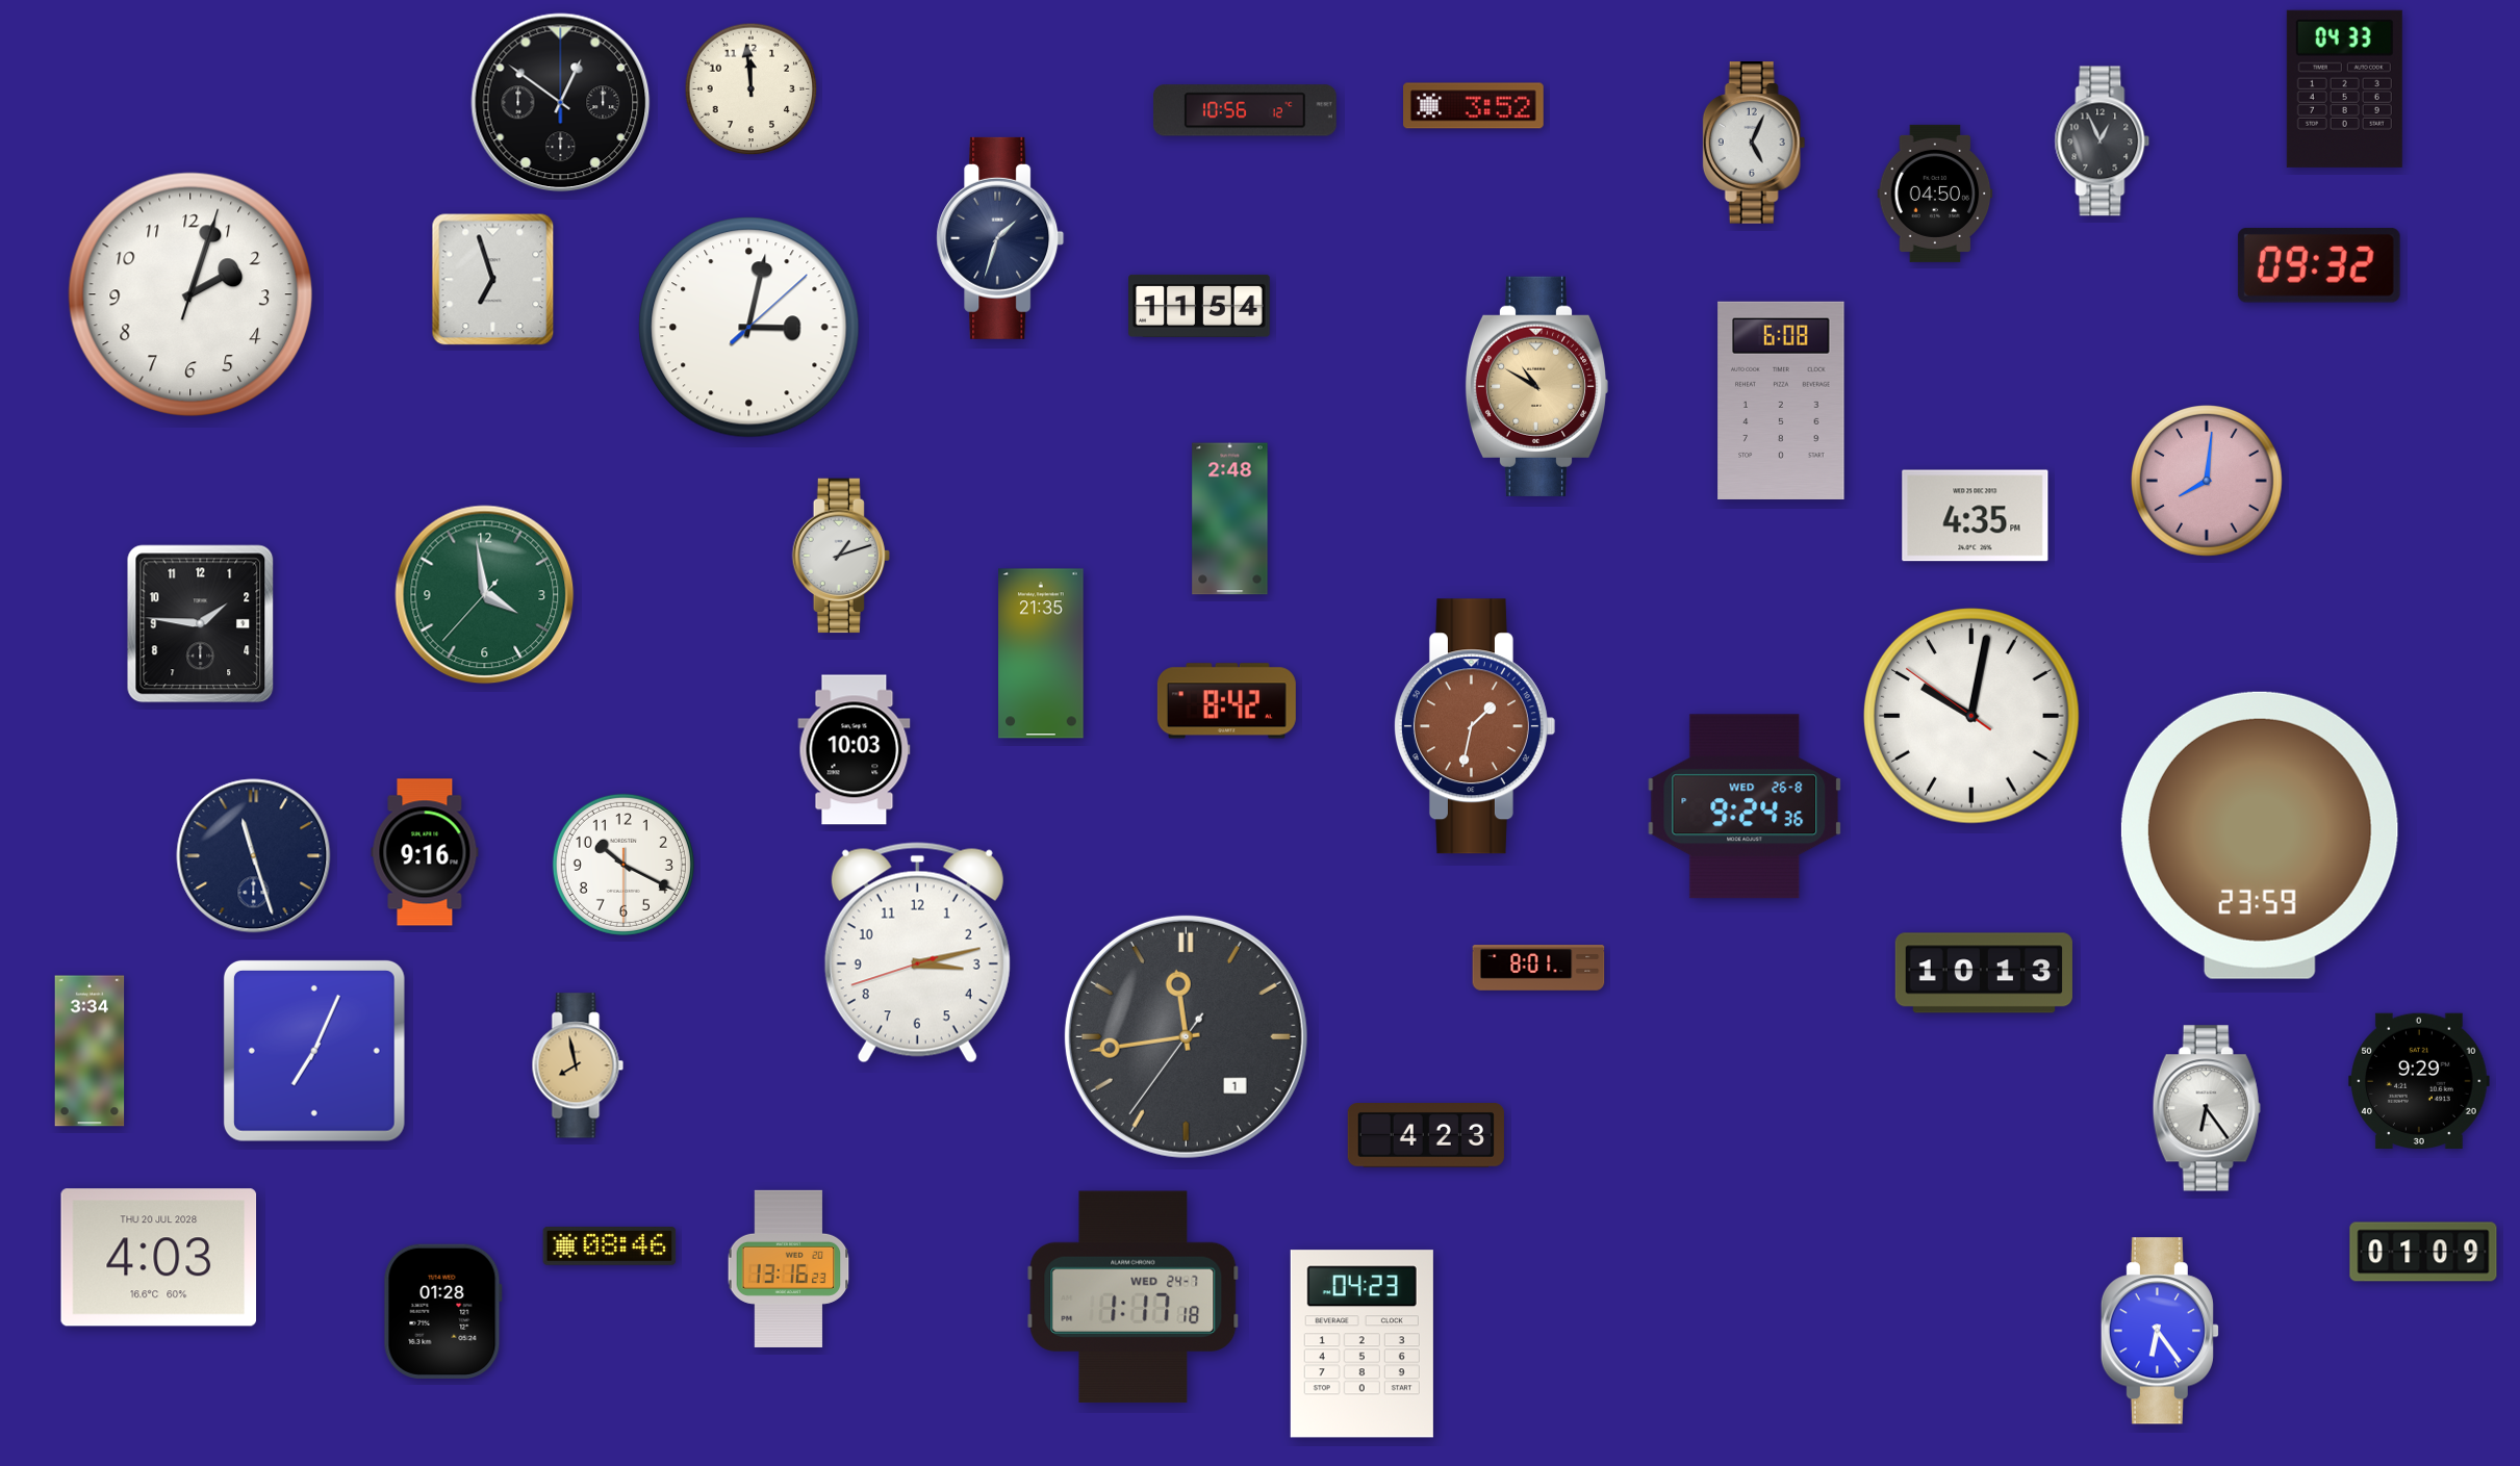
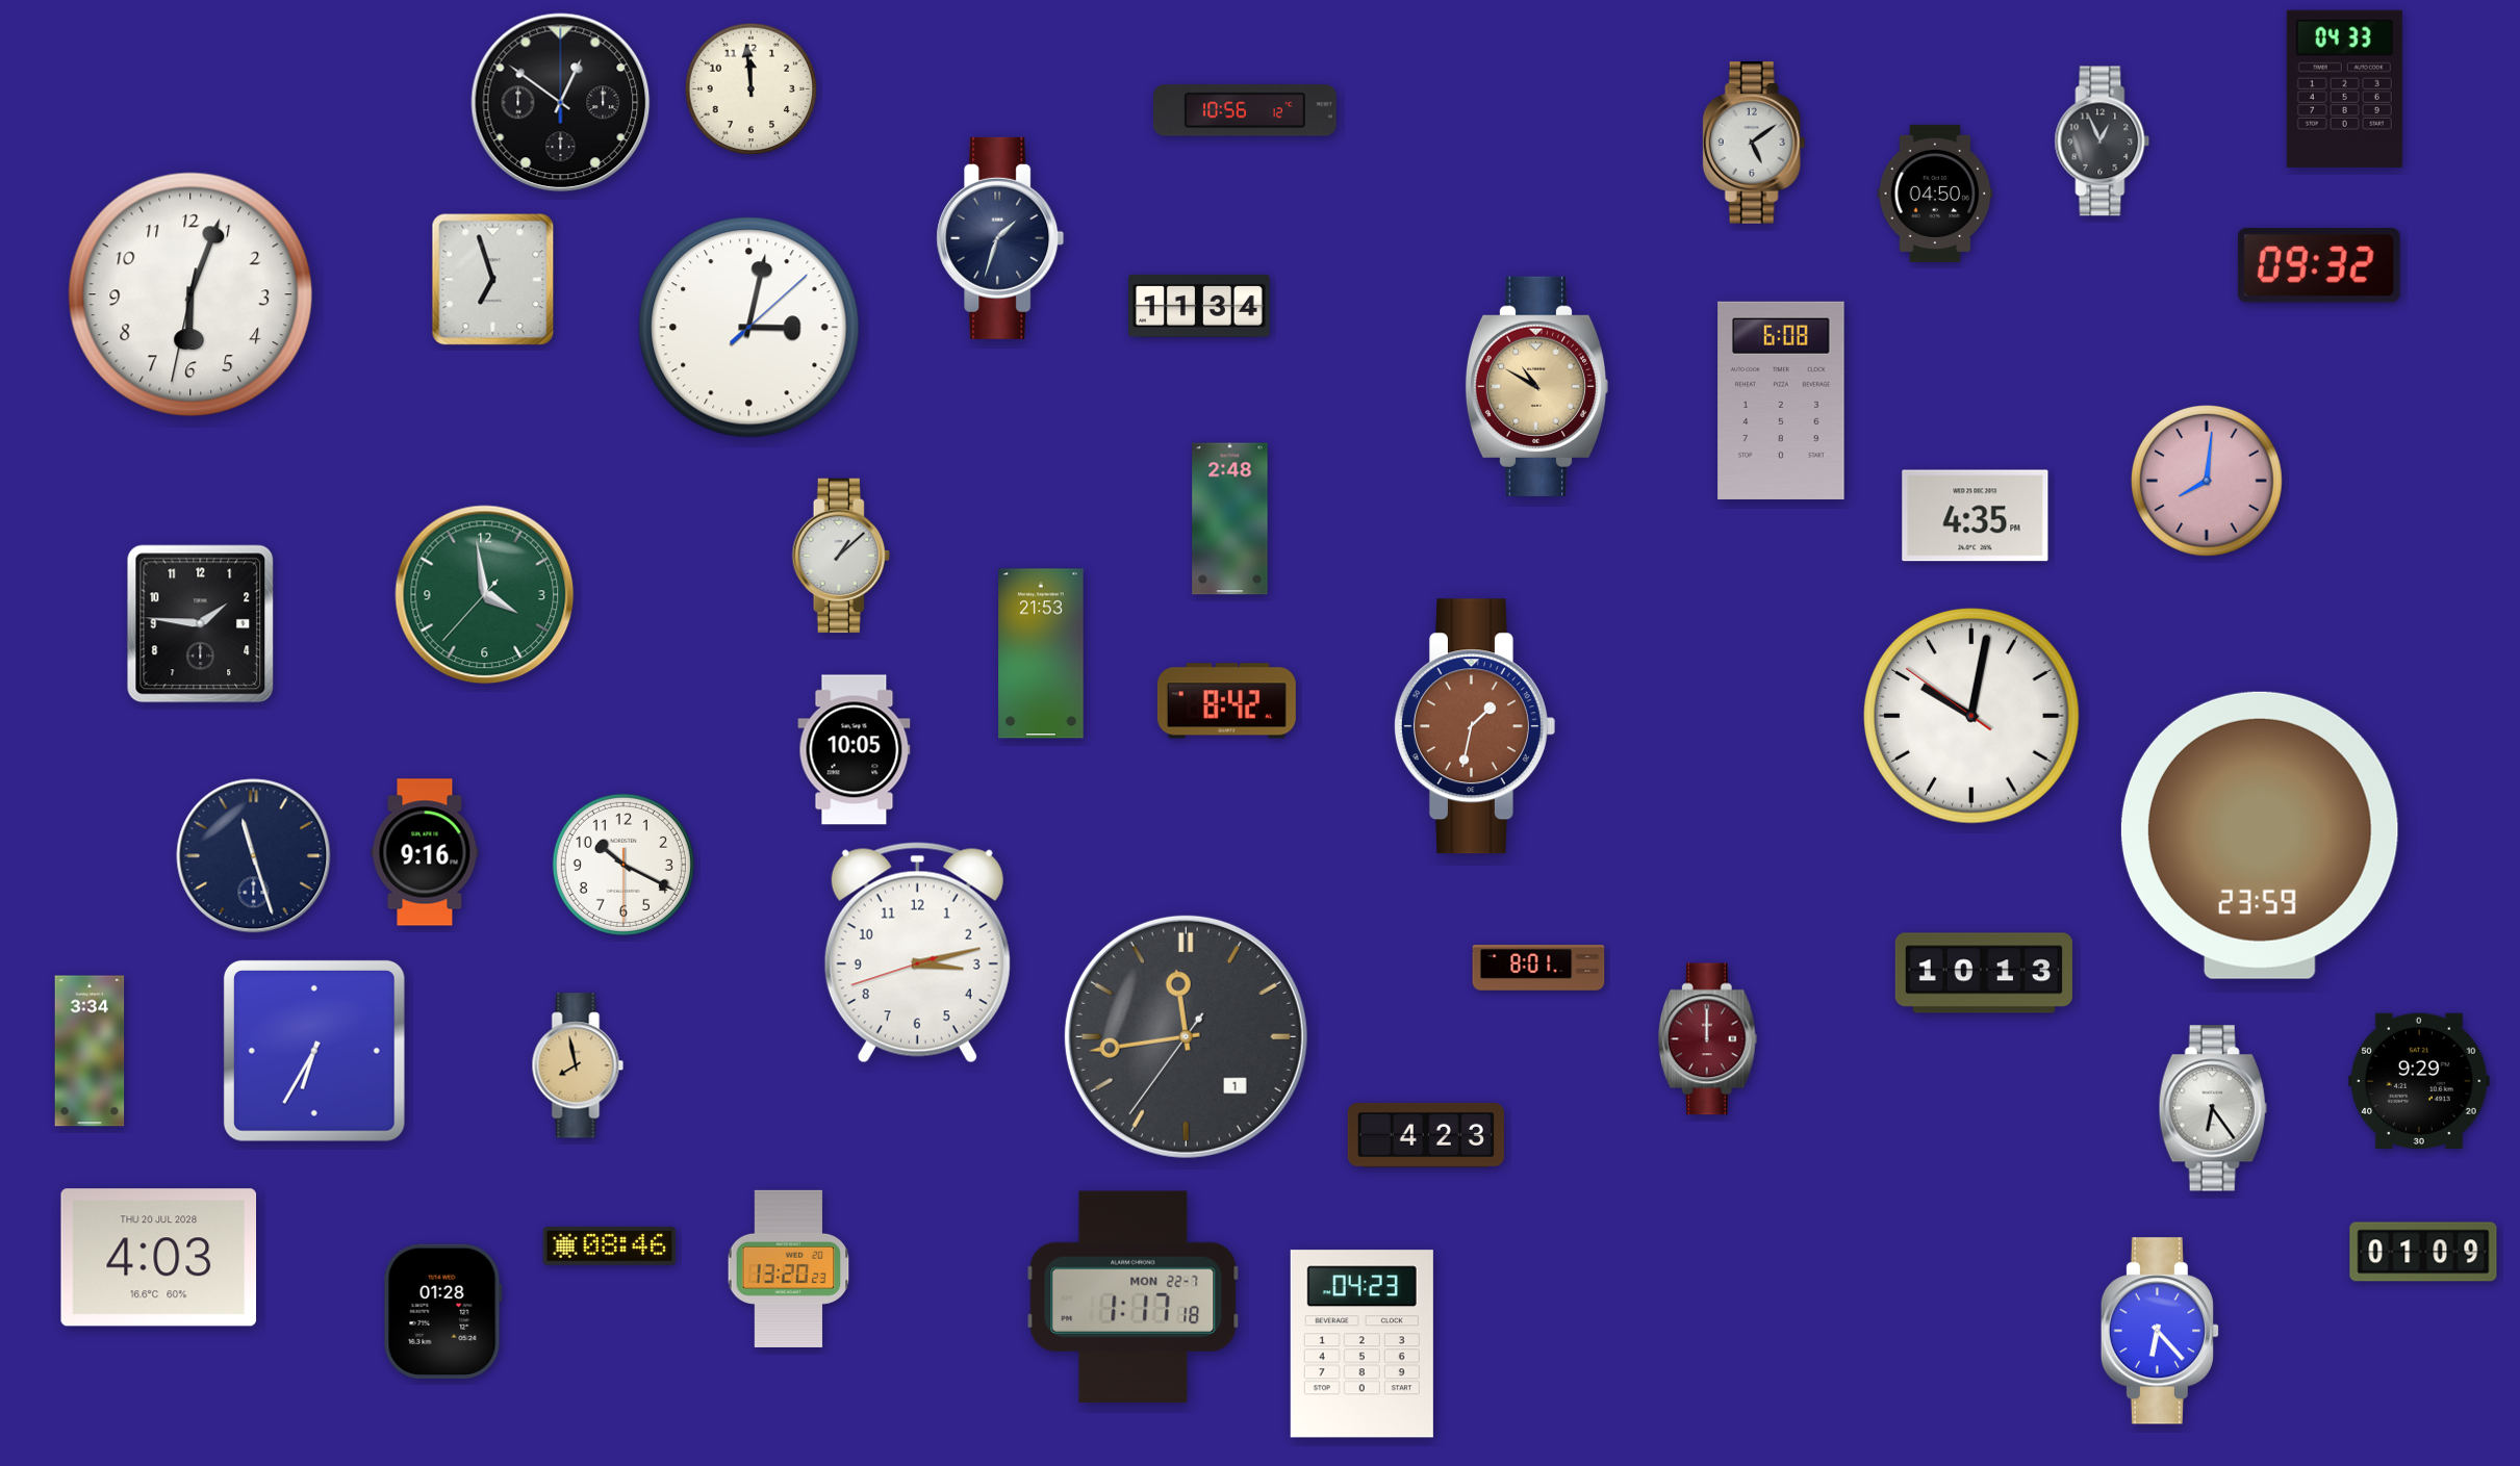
clock at (1474, 106): 3:52 -> none
clock at (1754, 144): 5:04 -> 5:09
clock at (190, 294): 2:03 -> 6:03
clock at (1199, 306): 11:54 -> 11:34
clock at (841, 556): 1:12 -> 1:08
clock at (1041, 653): 21:35 -> 21:53
clock at (855, 750): 10:03 -> 10:05
clock at (1745, 806): 9:24 -> none
clock at (1707, 1039): none -> 12:00
clock at (314, 1051): 7:04 -> 6:35
clock at (2207, 1108) position: (2207, 1108) -> (2213, 1108)
clock at (789, 1268): 13:16 -> 13:20
clock at (1134, 1297) date: WED 24-7 -> MON 22-7
clock at (2159, 1331): 6:24 -> 6:23
